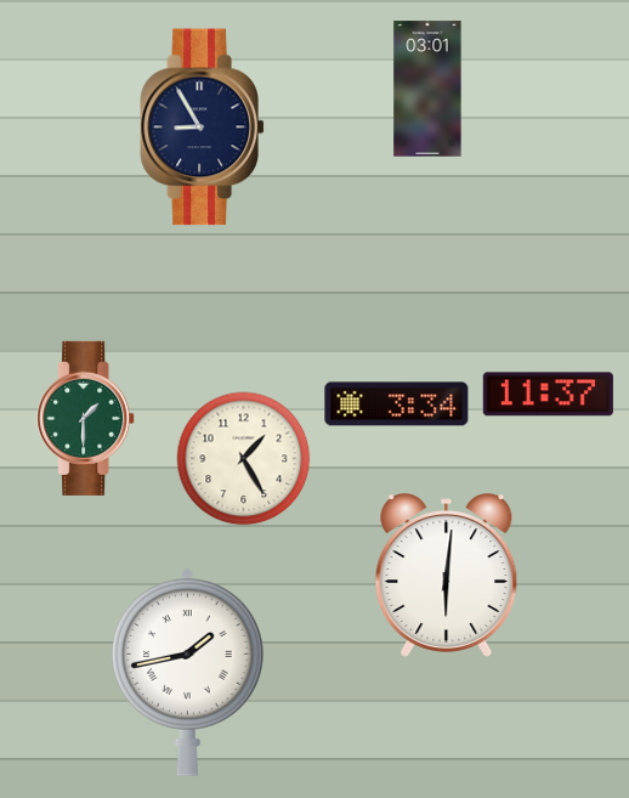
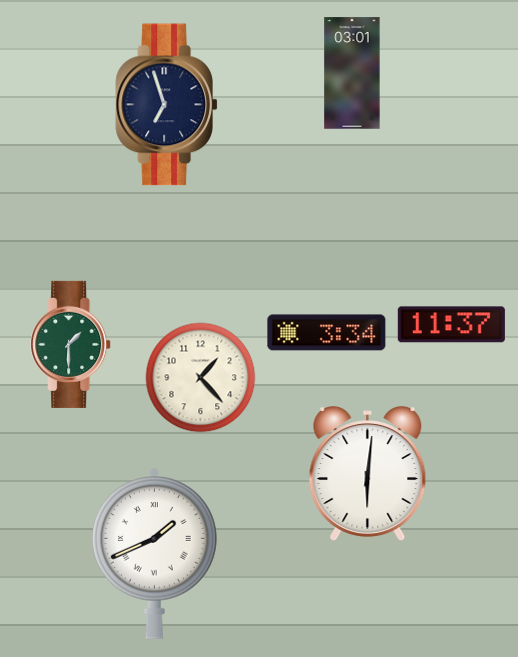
clock at (203, 128): 8:55 -> 6:57
clock at (244, 459): 1:25 -> 1:23
clock at (187, 673): 1:43 -> 1:41
